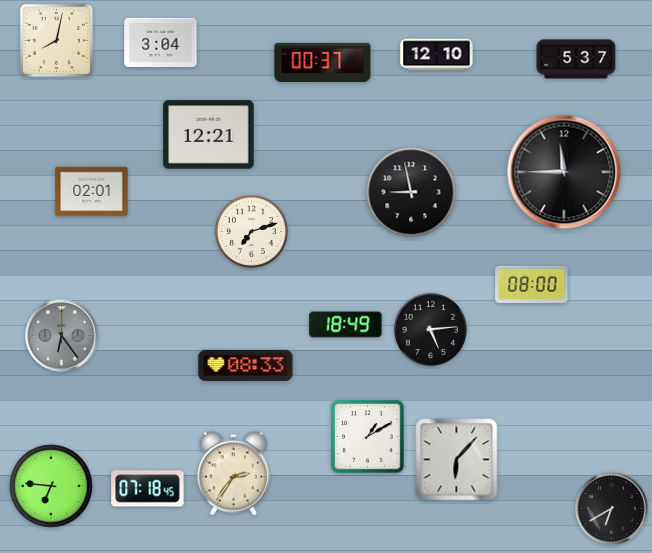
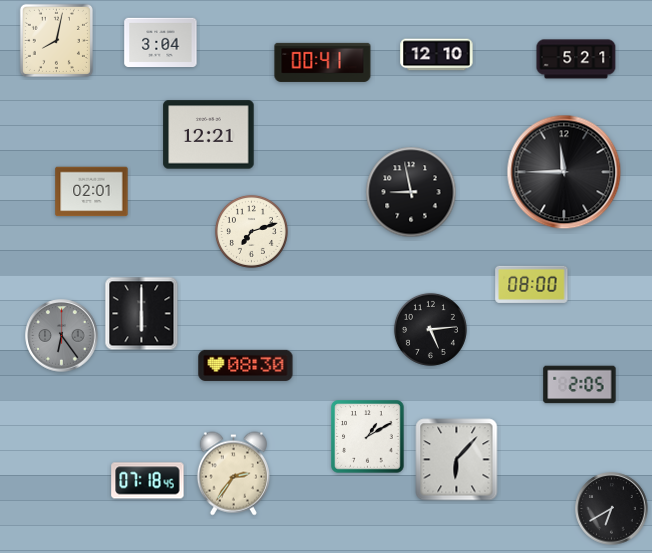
clock at (576, 59): 5:37 -> 5:21
clock at (323, 62): 00:37 -> 00:41
clock at (142, 314): none -> 6:00
clock at (346, 325): 18:49 -> none
clock at (246, 365): 08:33 -> 08:30
clock at (580, 385): none -> 2:05
clock at (51, 486): 6:46 -> none
clock at (148, 489) position: (148, 489) -> (148, 481)
